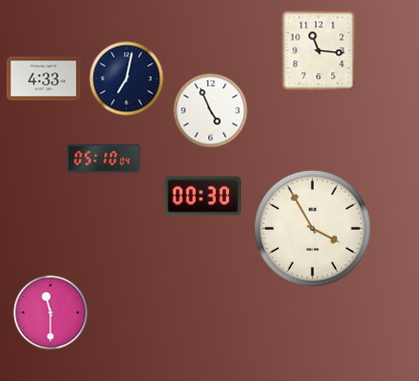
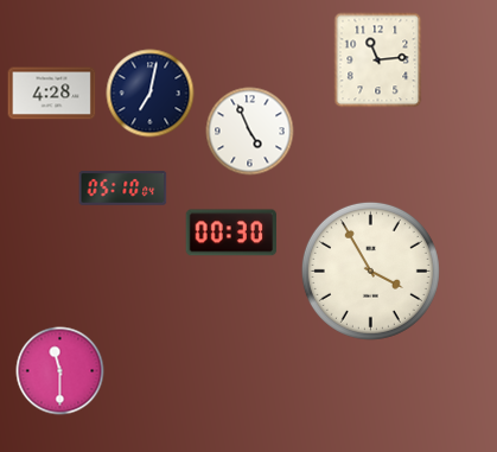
clock at (319, 51): 11:16 -> 11:14
clock at (44, 79): 4:33 -> 4:28
clock at (202, 196) position: (202, 196) -> (230, 233)
